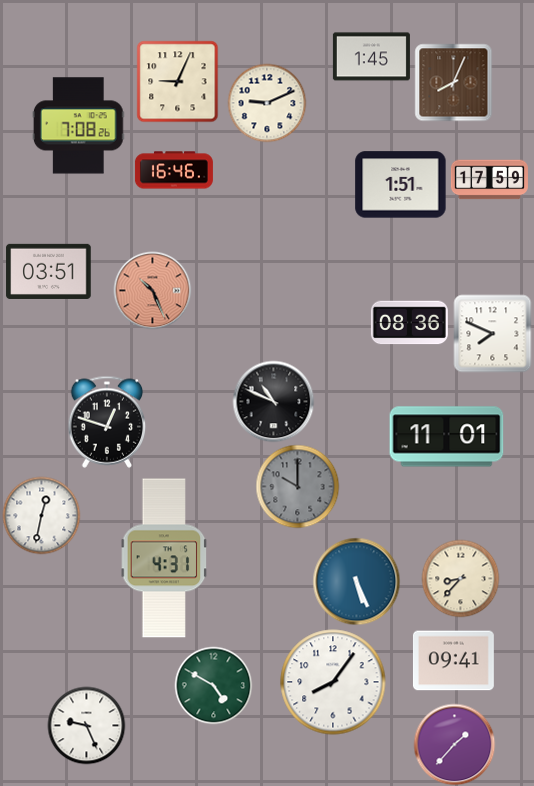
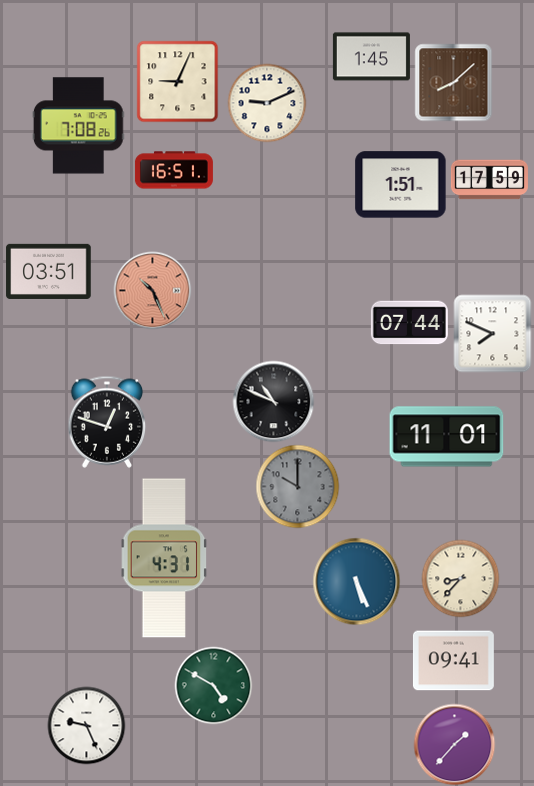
clock at (453, 82): 8:04 -> 8:08
clock at (174, 170): 16:46 -> 16:51
clock at (409, 323): 08:36 -> 07:44
clock at (41, 515): 12:32 -> none
clock at (333, 682): 8:06 -> none
